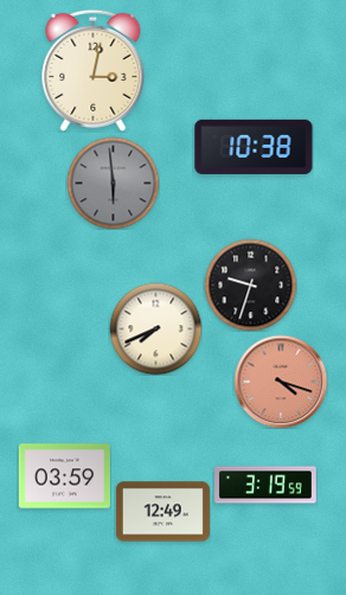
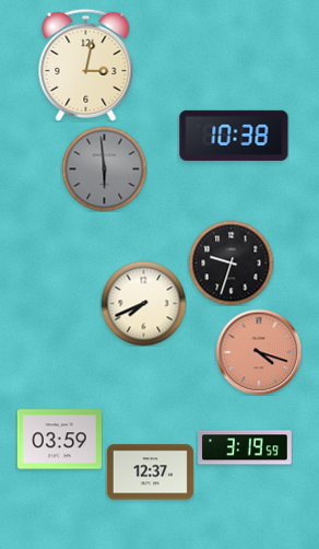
clock at (162, 512): 12:49 -> 12:37
